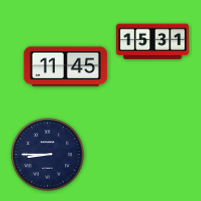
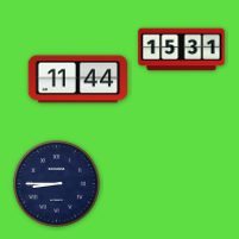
clock at (66, 67): 11:45 -> 11:44
